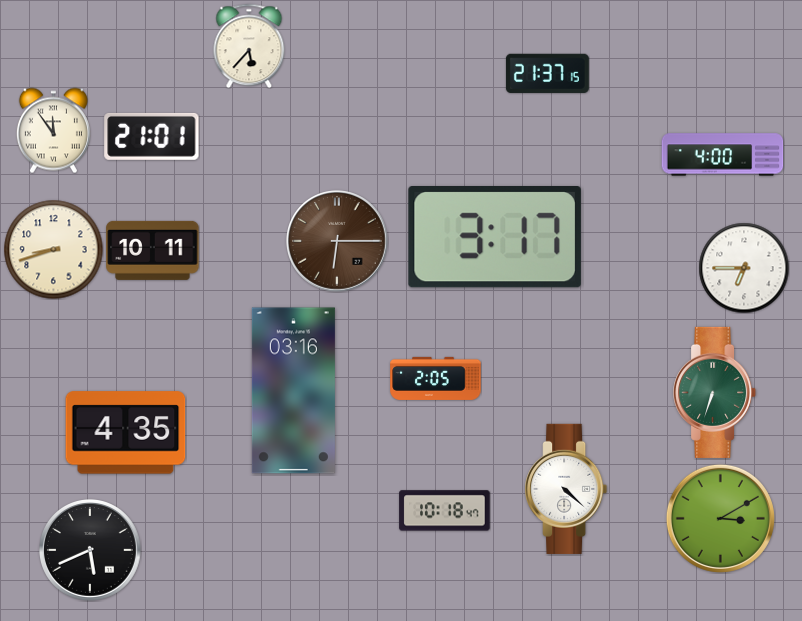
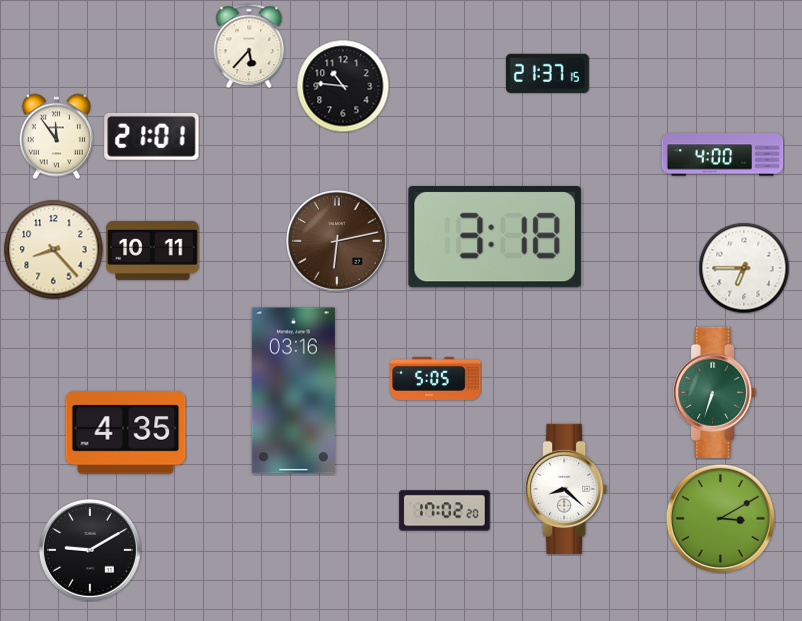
clock at (343, 86): none -> 10:46
clock at (53, 130) position: (53, 130) -> (56, 136)
clock at (495, 238): 3:17 -> 3:18
clock at (338, 242): 6:15 -> 6:13
clock at (54, 250): 8:42 -> 8:23
clock at (436, 378): 2:05 -> 5:05
clock at (566, 489): 4:22 -> 8:22
clock at (445, 511): 10:18 -> 17:02
clock at (91, 551): 5:41 -> 9:10
